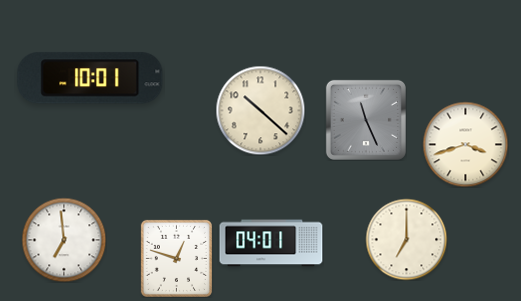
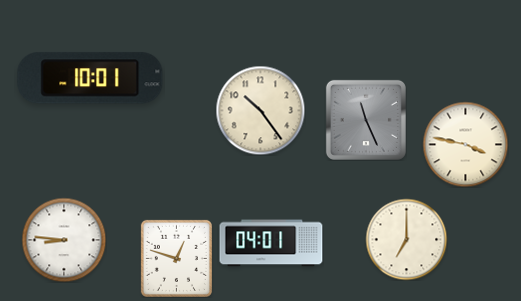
clock at (260, 110): 10:22 -> 10:24
clock at (465, 144): 3:42 -> 3:47
clock at (64, 240): 6:59 -> 8:46
